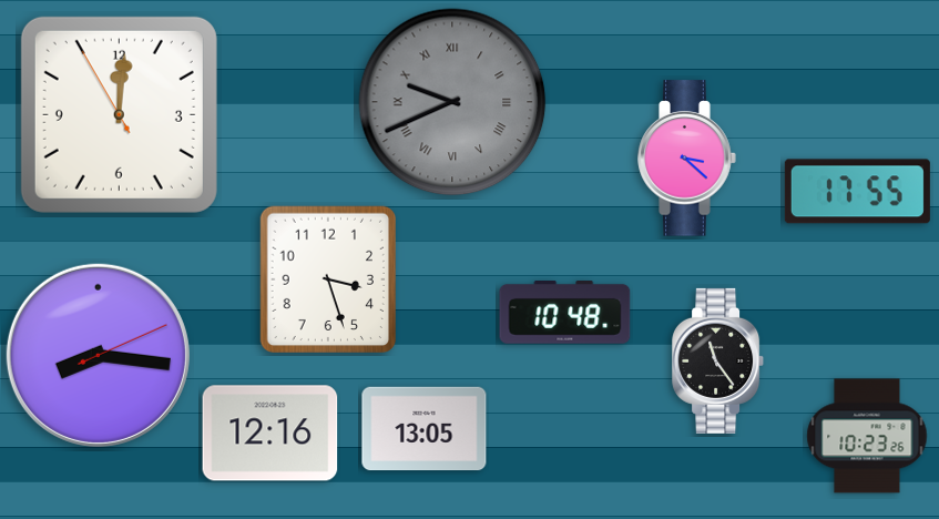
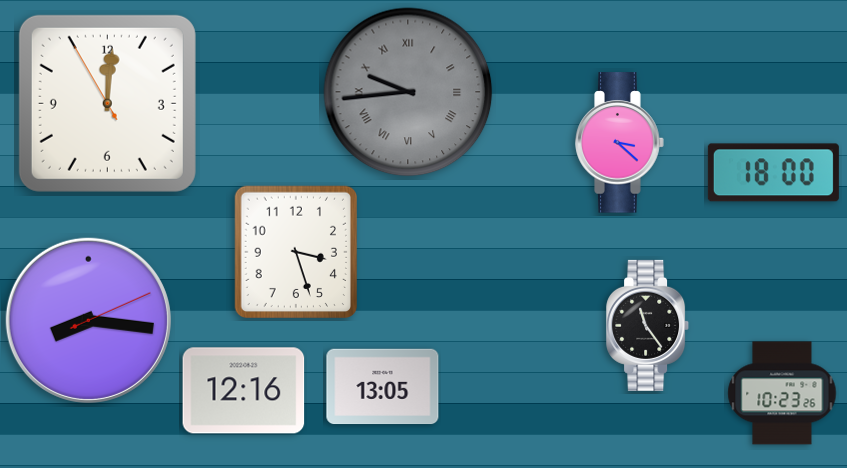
clock at (452, 102): 9:41 -> 9:44
clock at (857, 192): 17:55 -> 18:00
clock at (565, 313): 10:48 -> none
